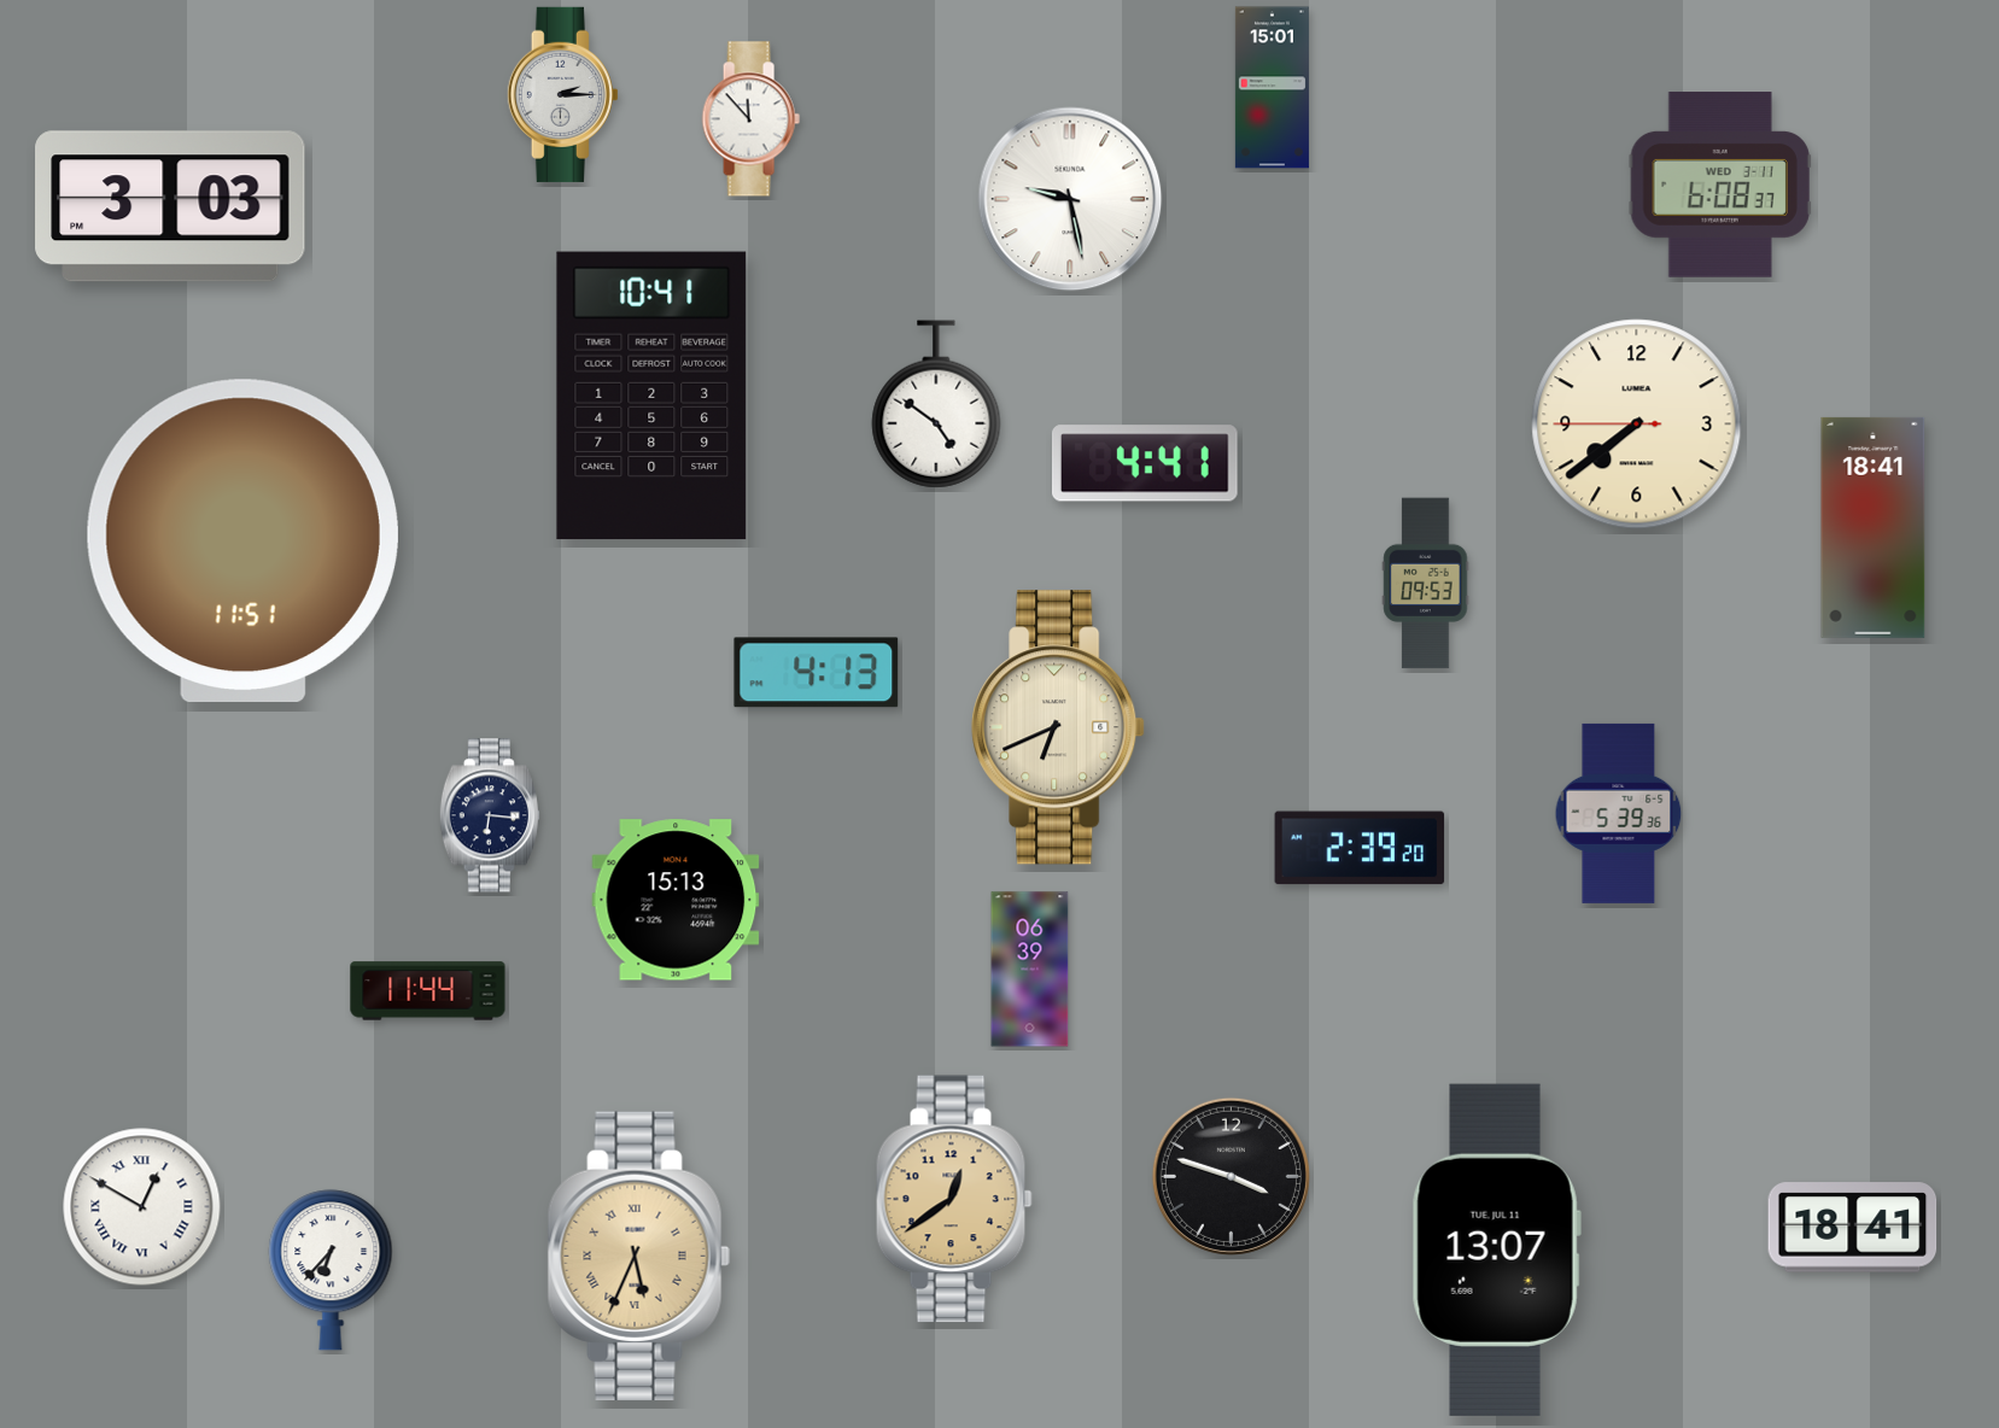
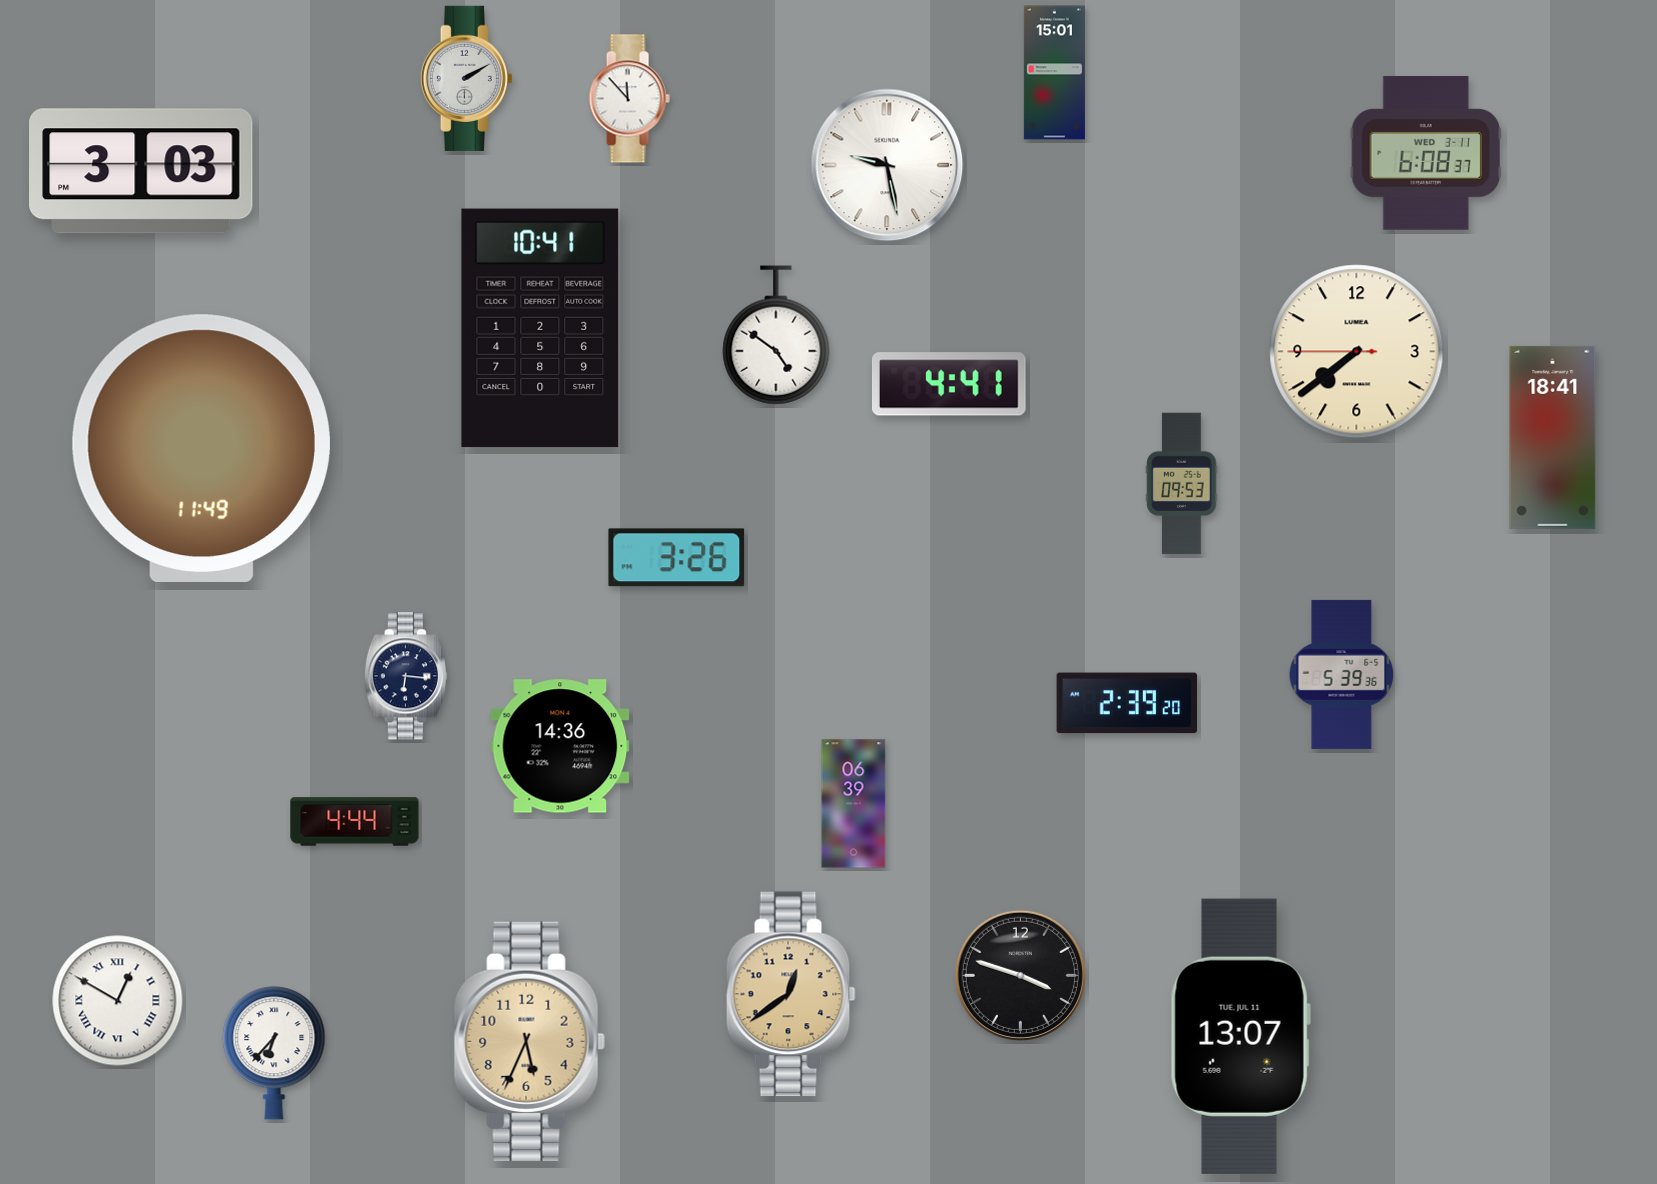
clock at (562, 94): 2:15 -> 2:10
clock at (750, 119) position: (750, 119) -> (629, 99)
clock at (242, 540): 11:51 -> 11:49
clock at (817, 673): 4:13 -> 3:26
clock at (1058, 727): 6:41 -> none
clock at (676, 900): 15:13 -> 14:36
clock at (428, 991): 11:44 -> 4:44
clock at (1853, 1228): 18:41 -> none
clock at (638, 1256) numerals: Roman -> Arabic
